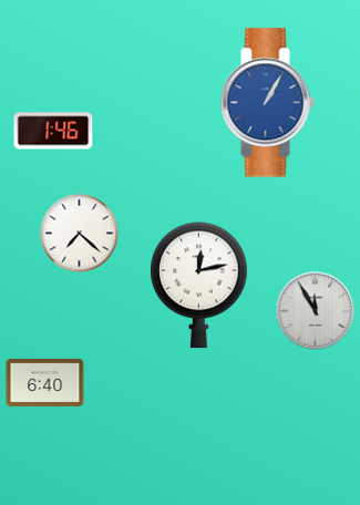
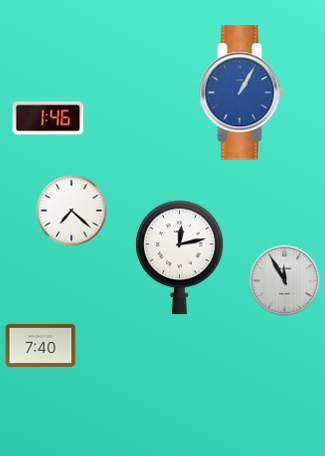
clock at (45, 382): 6:40 -> 7:40
